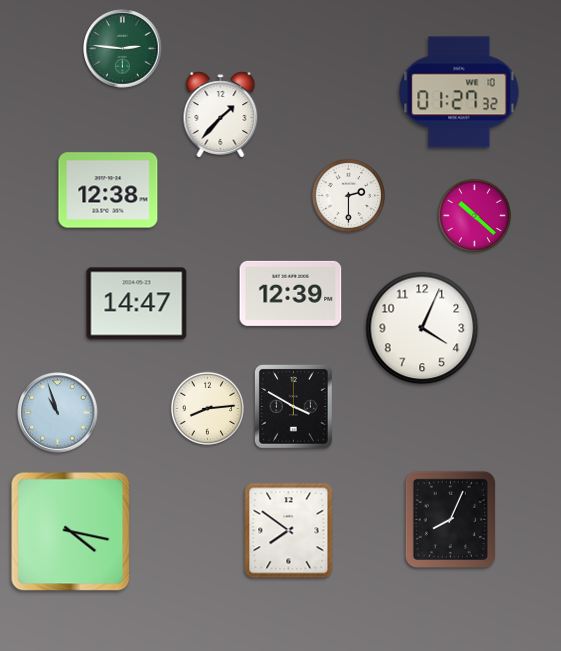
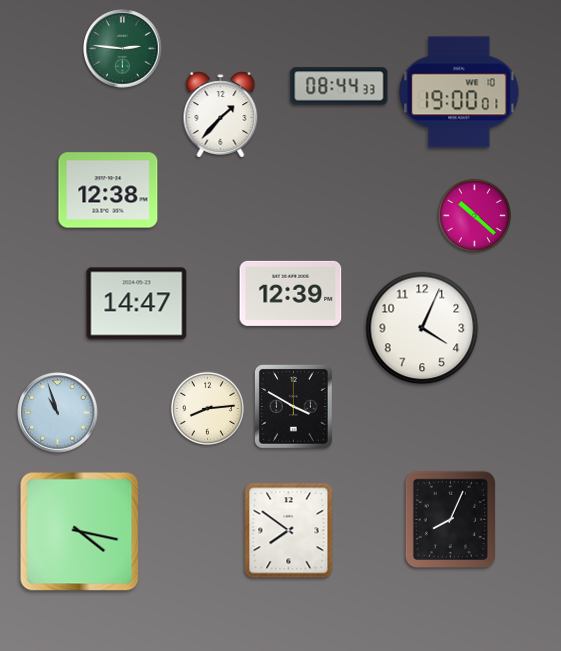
clock at (339, 86): none -> 08:44
clock at (459, 92): 01:27 -> 19:00
clock at (348, 195): 2:30 -> none
clock at (71, 532) position: (71, 532) -> (80, 532)
